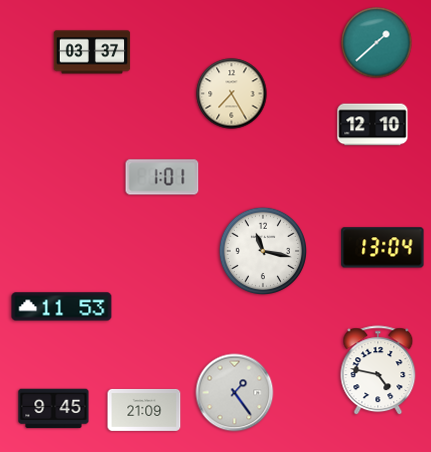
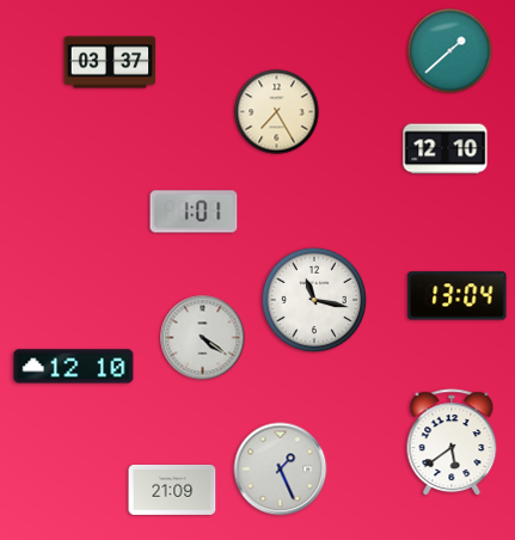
clock at (203, 338): none -> 4:21
clock at (62, 307): 11:53 -> 12:10
clock at (378, 371): 4:47 -> 5:39
clock at (235, 393): 1:24 -> 1:26
clock at (54, 409): 9:45 -> none
